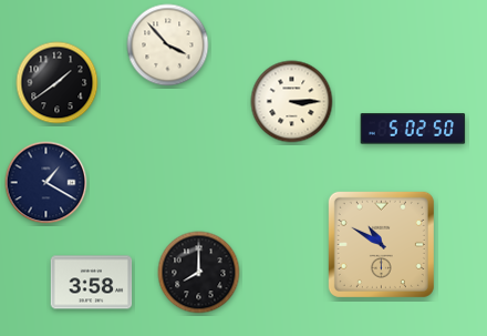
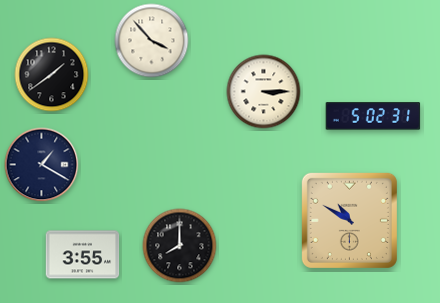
clock at (413, 129): 5:02:50 -> 5:02:31
clock at (381, 244) position: (381, 244) -> (349, 220)
clock at (92, 283): 3:58 -> 3:55
